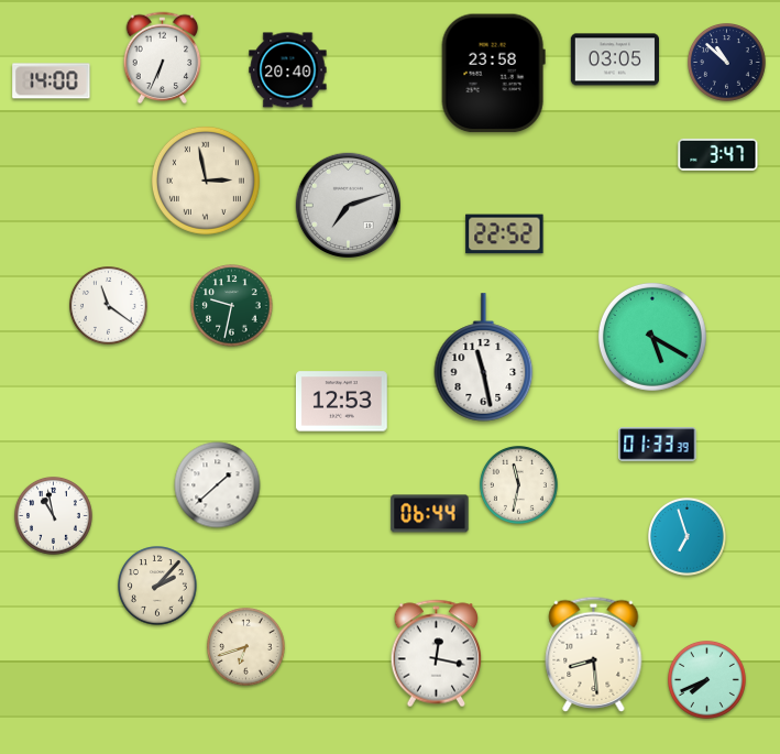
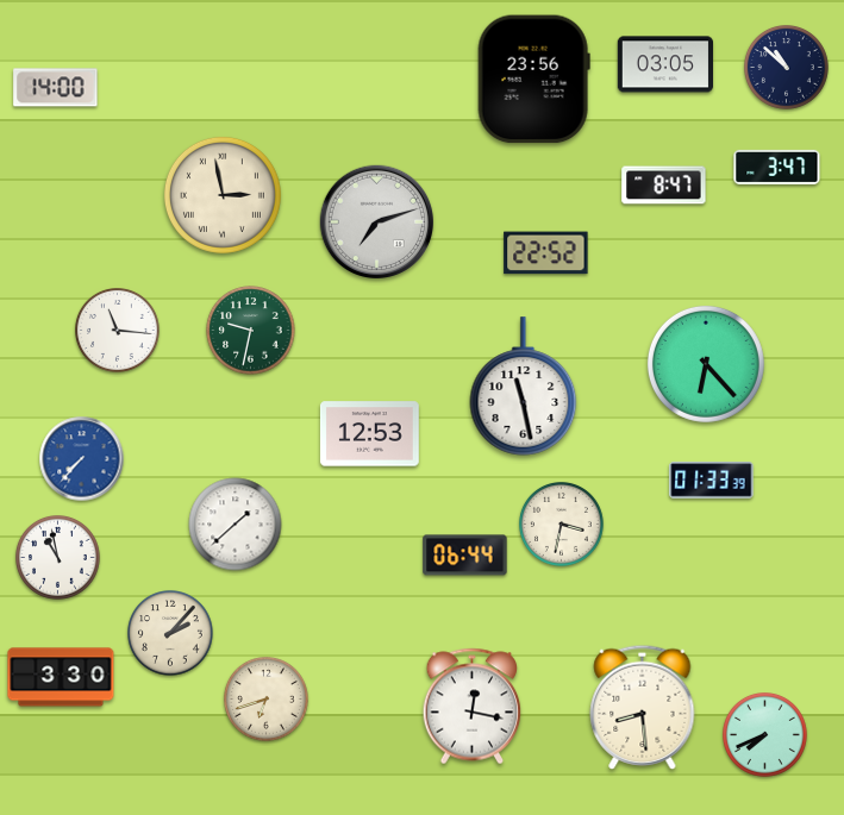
clock at (163, 58): 6:34 -> none
clock at (288, 70): 20:40 -> none
clock at (493, 74): 23:58 -> 23:56
clock at (664, 186): none -> 8:47
clock at (109, 306): 11:21 -> 11:16
clock at (652, 337): 5:20 -> 6:23
clock at (82, 459): none -> 7:37
clock at (519, 485): 11:32 -> 3:32
clock at (688, 537): 6:57 -> none
clock at (61, 677): none -> 3:30
